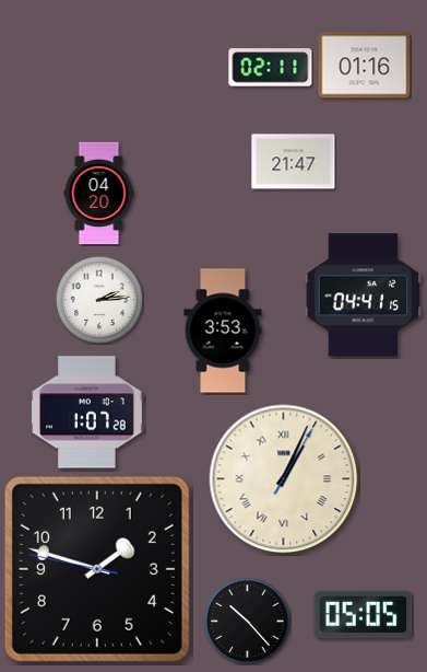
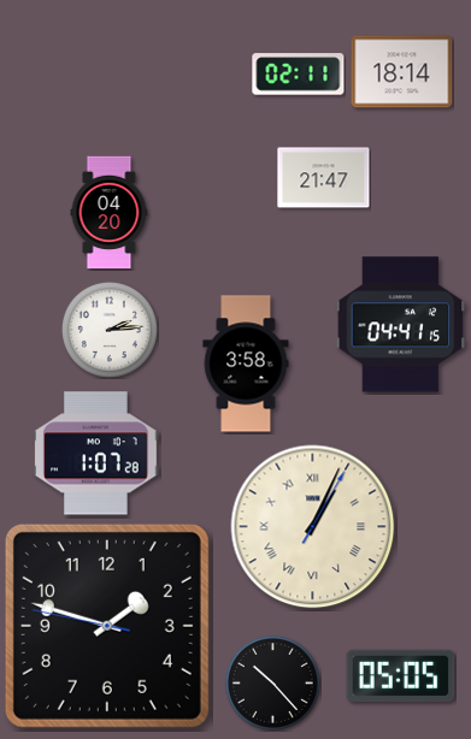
clock at (365, 66): 01:16 -> 18:14
clock at (223, 331): 3:53 -> 3:58
